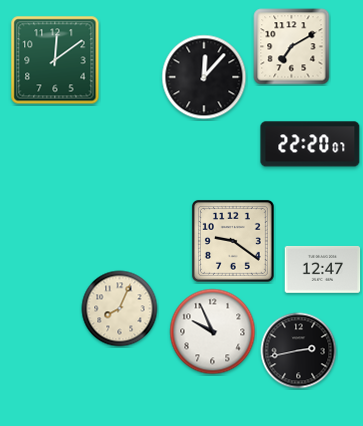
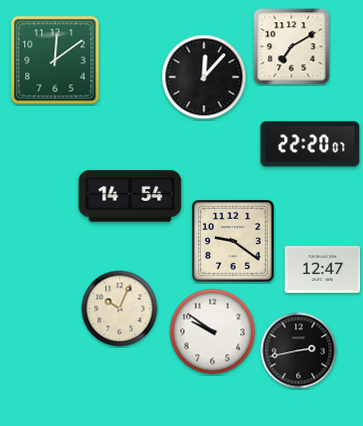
clock at (130, 196): none -> 14:54
clock at (120, 309): 8:04 -> 10:04
clock at (213, 332): 9:56 -> 9:51
